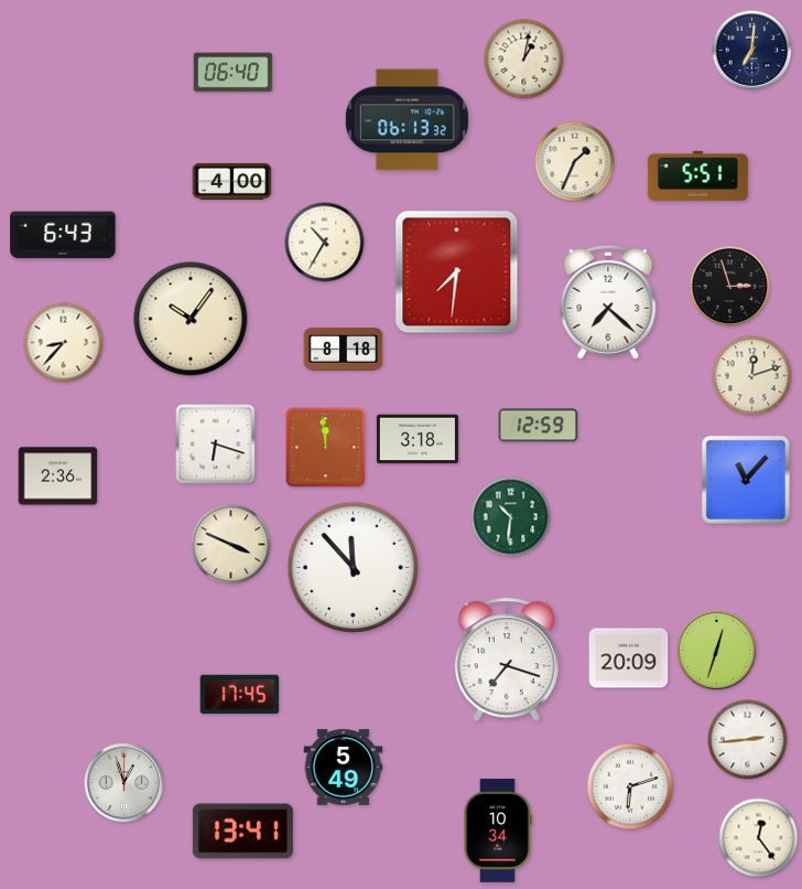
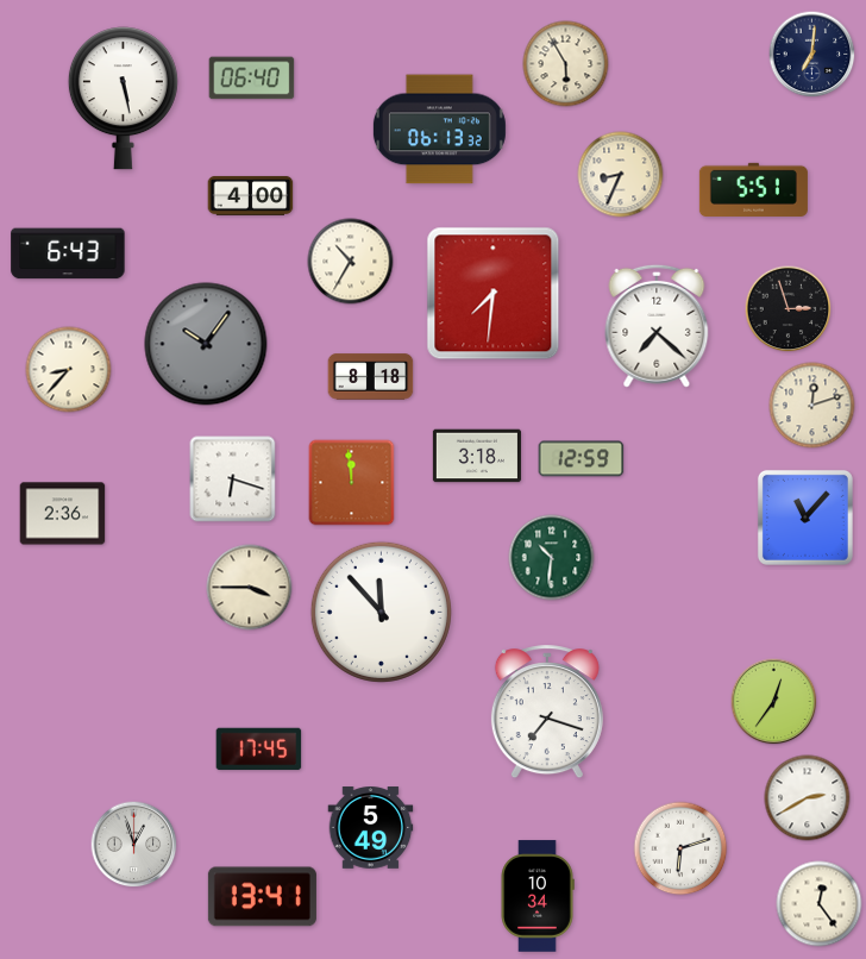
clock at (524, 60): 1:02 -> 5:55
clock at (123, 99): none -> 5:28
clock at (575, 162): 1:34 -> 8:34
clock at (191, 319) dial: cream -> grey
clock at (418, 439) position: (418, 439) -> (477, 456)
clock at (231, 545): 3:49 -> 3:45
clock at (717, 651): 12:33 -> 12:36
clock at (629, 658): 20:09 -> none
clock at (748, 740): 2:44 -> 2:40
